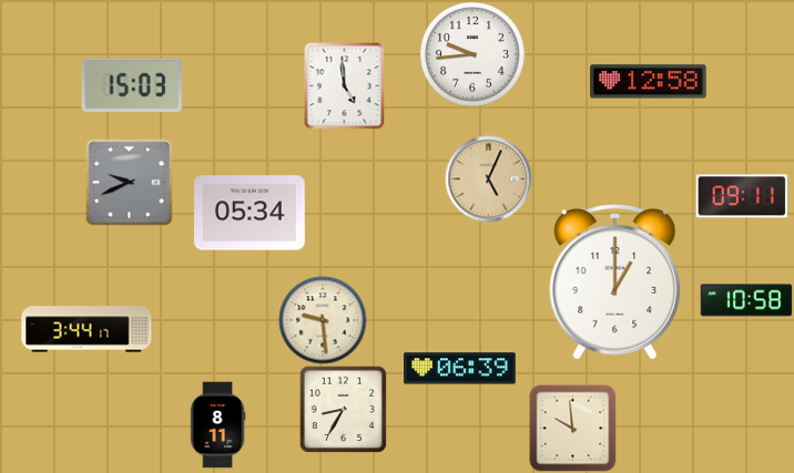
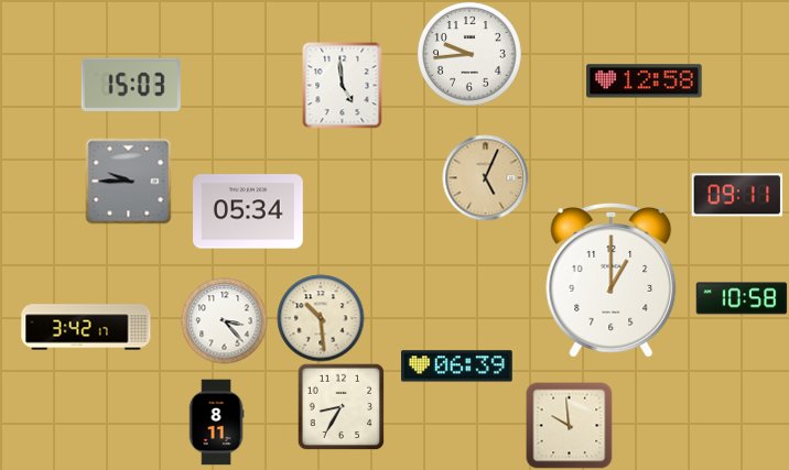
clock at (129, 182): 9:41 -> 9:45
clock at (323, 320): 9:29 -> 10:29
clock at (224, 320): none -> 3:23
clock at (86, 329): 3:44 -> 3:42
